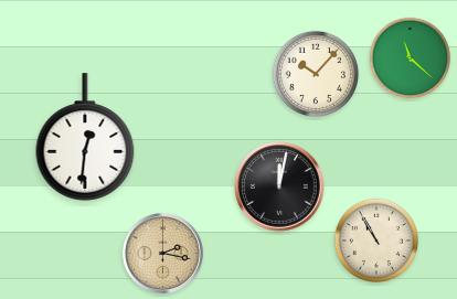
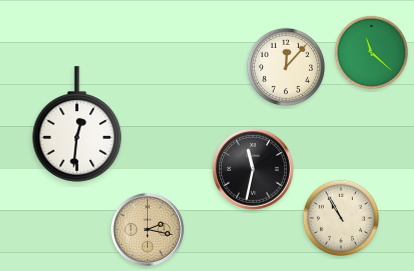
clock at (316, 74): 10:07 -> 12:07
clock at (279, 186): 12:02 -> 11:32
